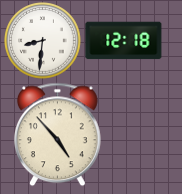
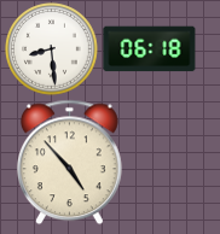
clock at (43, 41): 8:31 -> 8:29
clock at (124, 41): 12:18 -> 06:18
